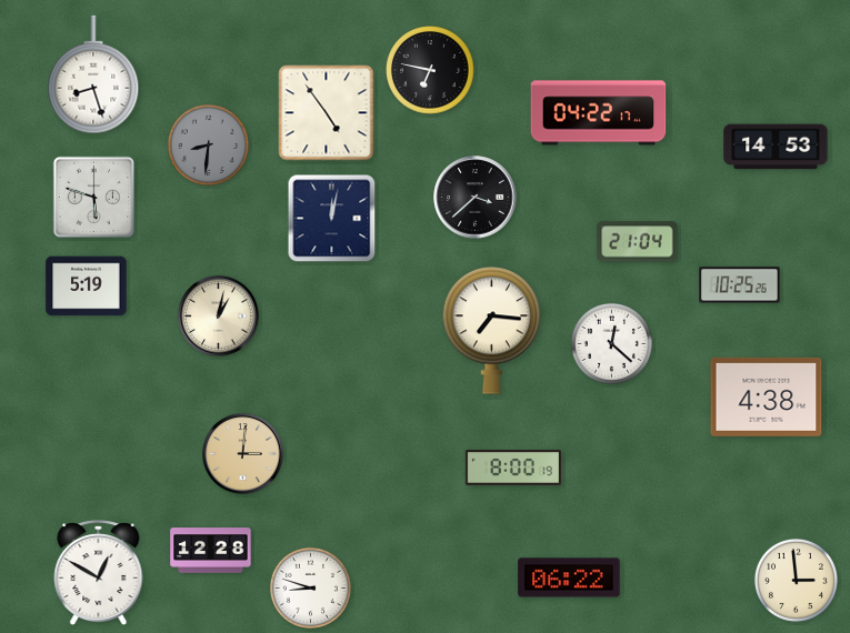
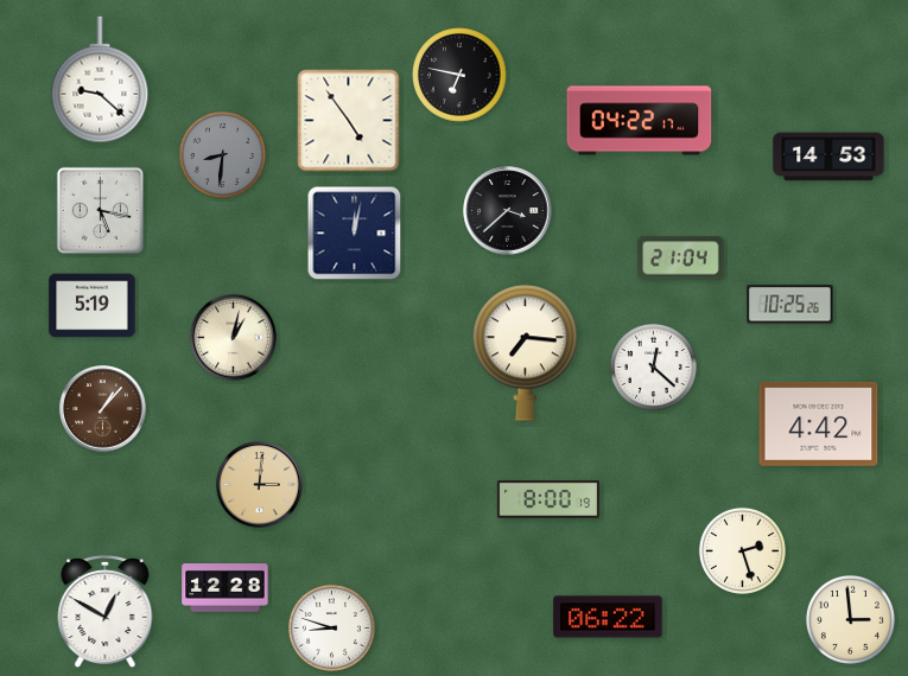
clock at (93, 74): 8:27 -> 9:22
clock at (93, 197): 5:48 -> 5:17
clock at (103, 409): none -> 1:07
clock at (767, 396): 4:38 -> 4:42
clock at (742, 550): none -> 2:27
